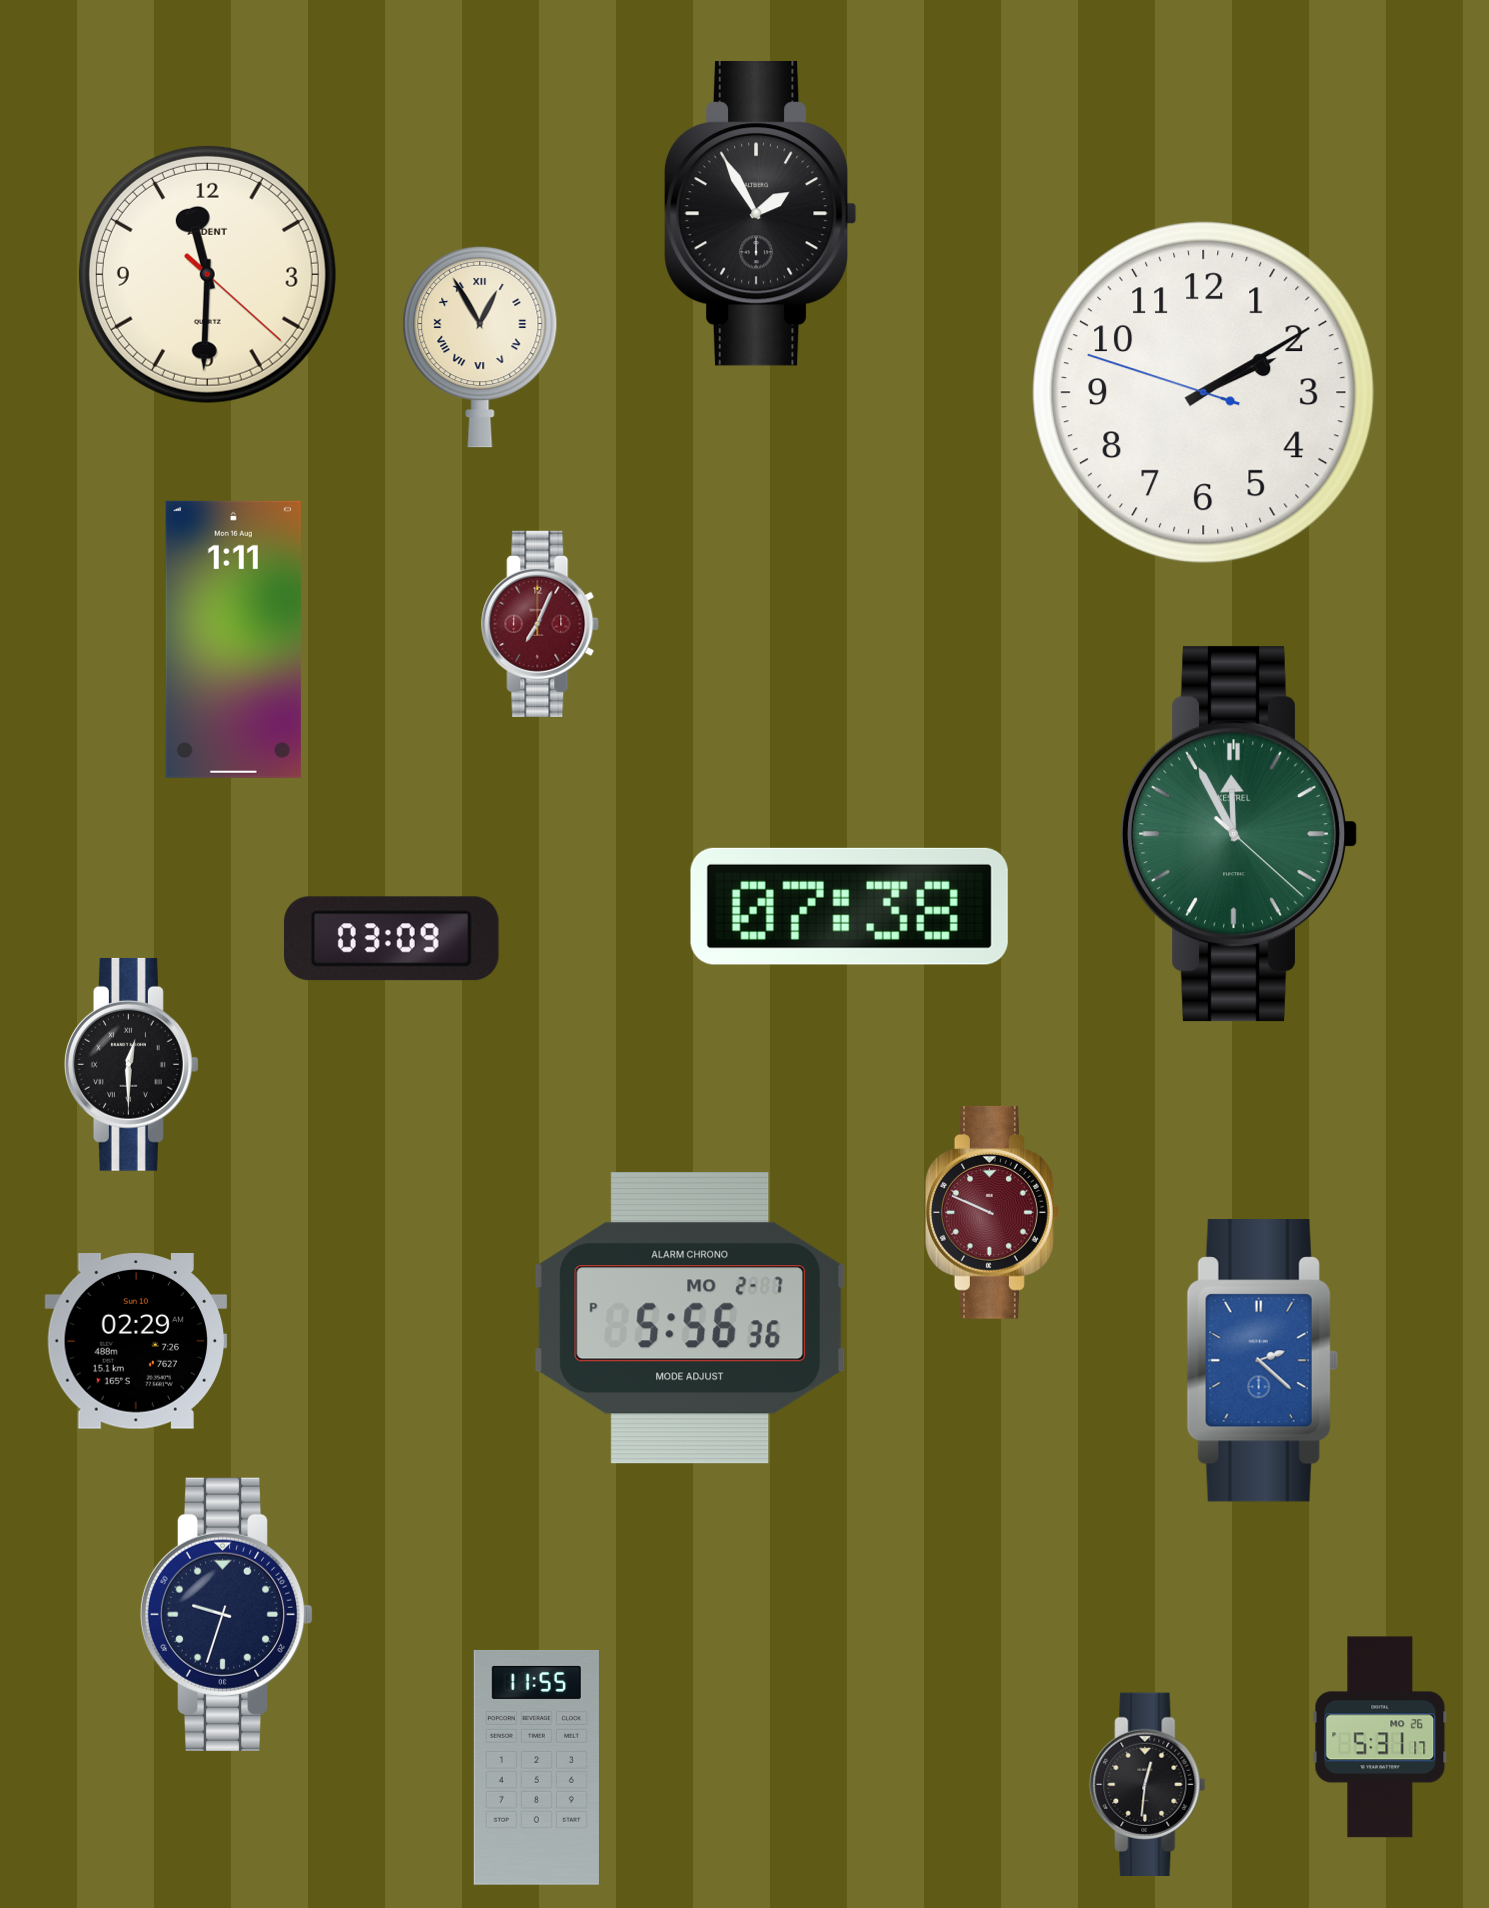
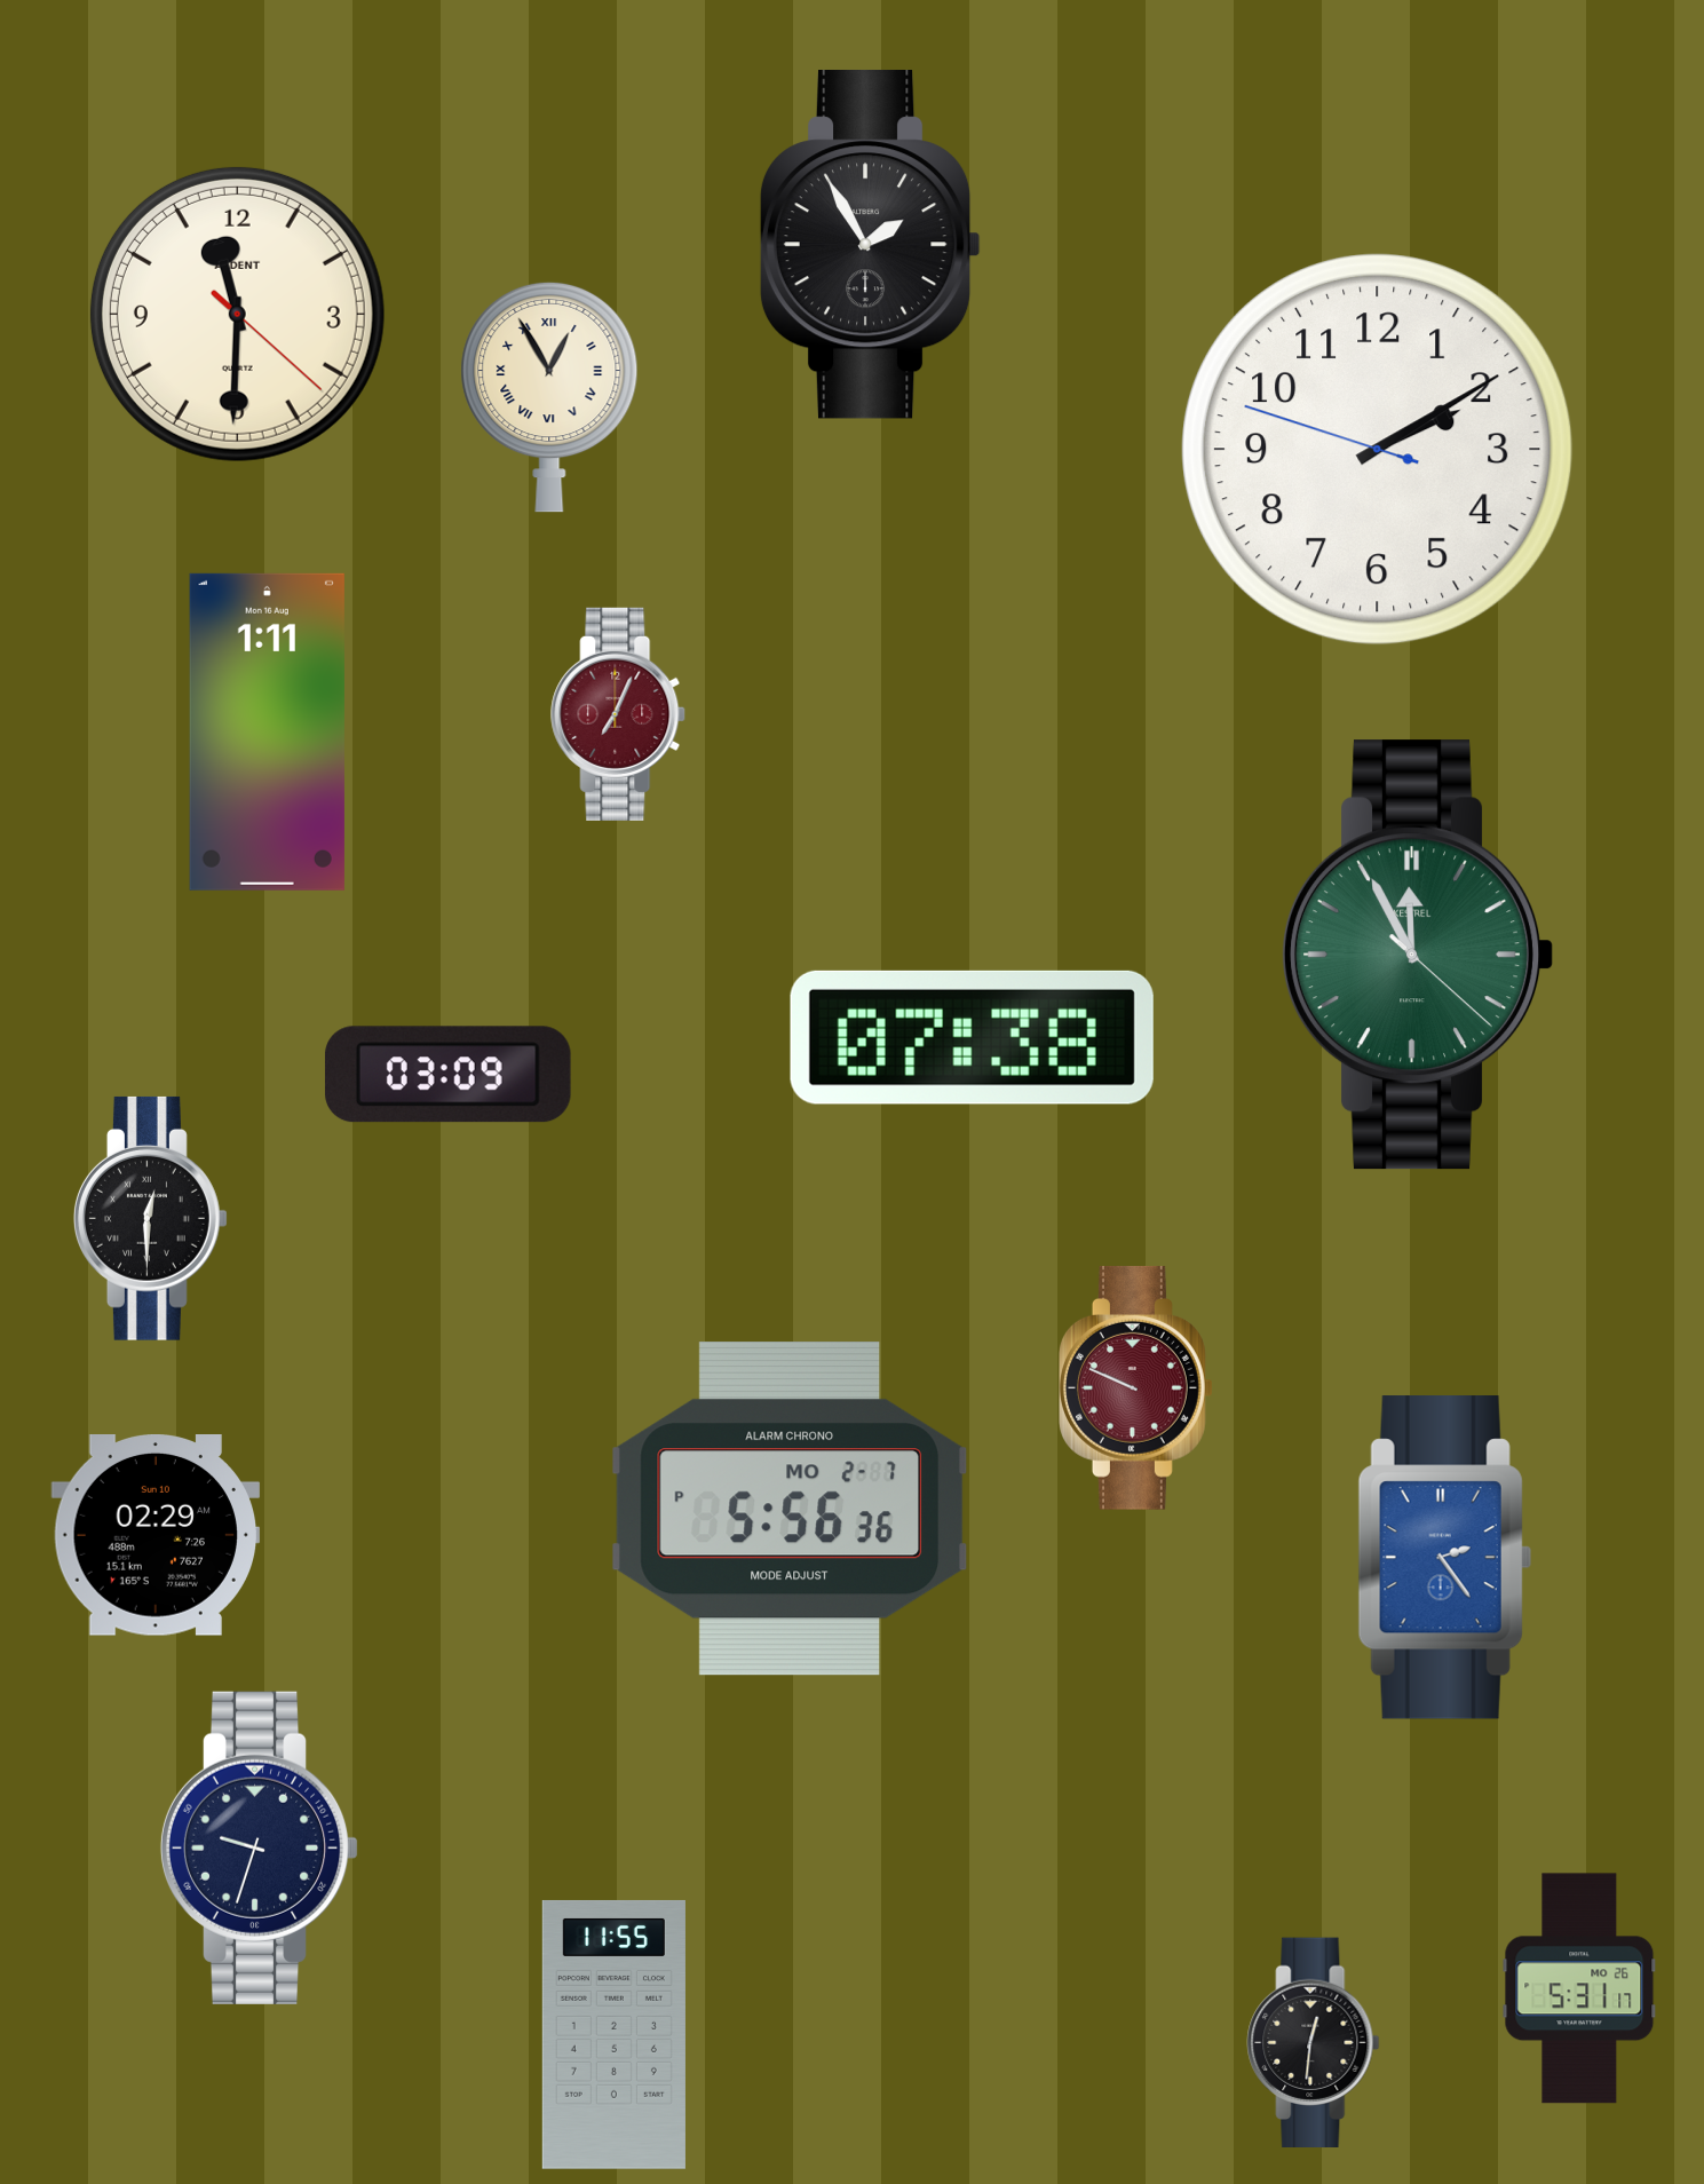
clock at (1262, 1361): 2:22 -> 2:24
clock at (536, 1767) position: (536, 1767) -> (613, 2034)
